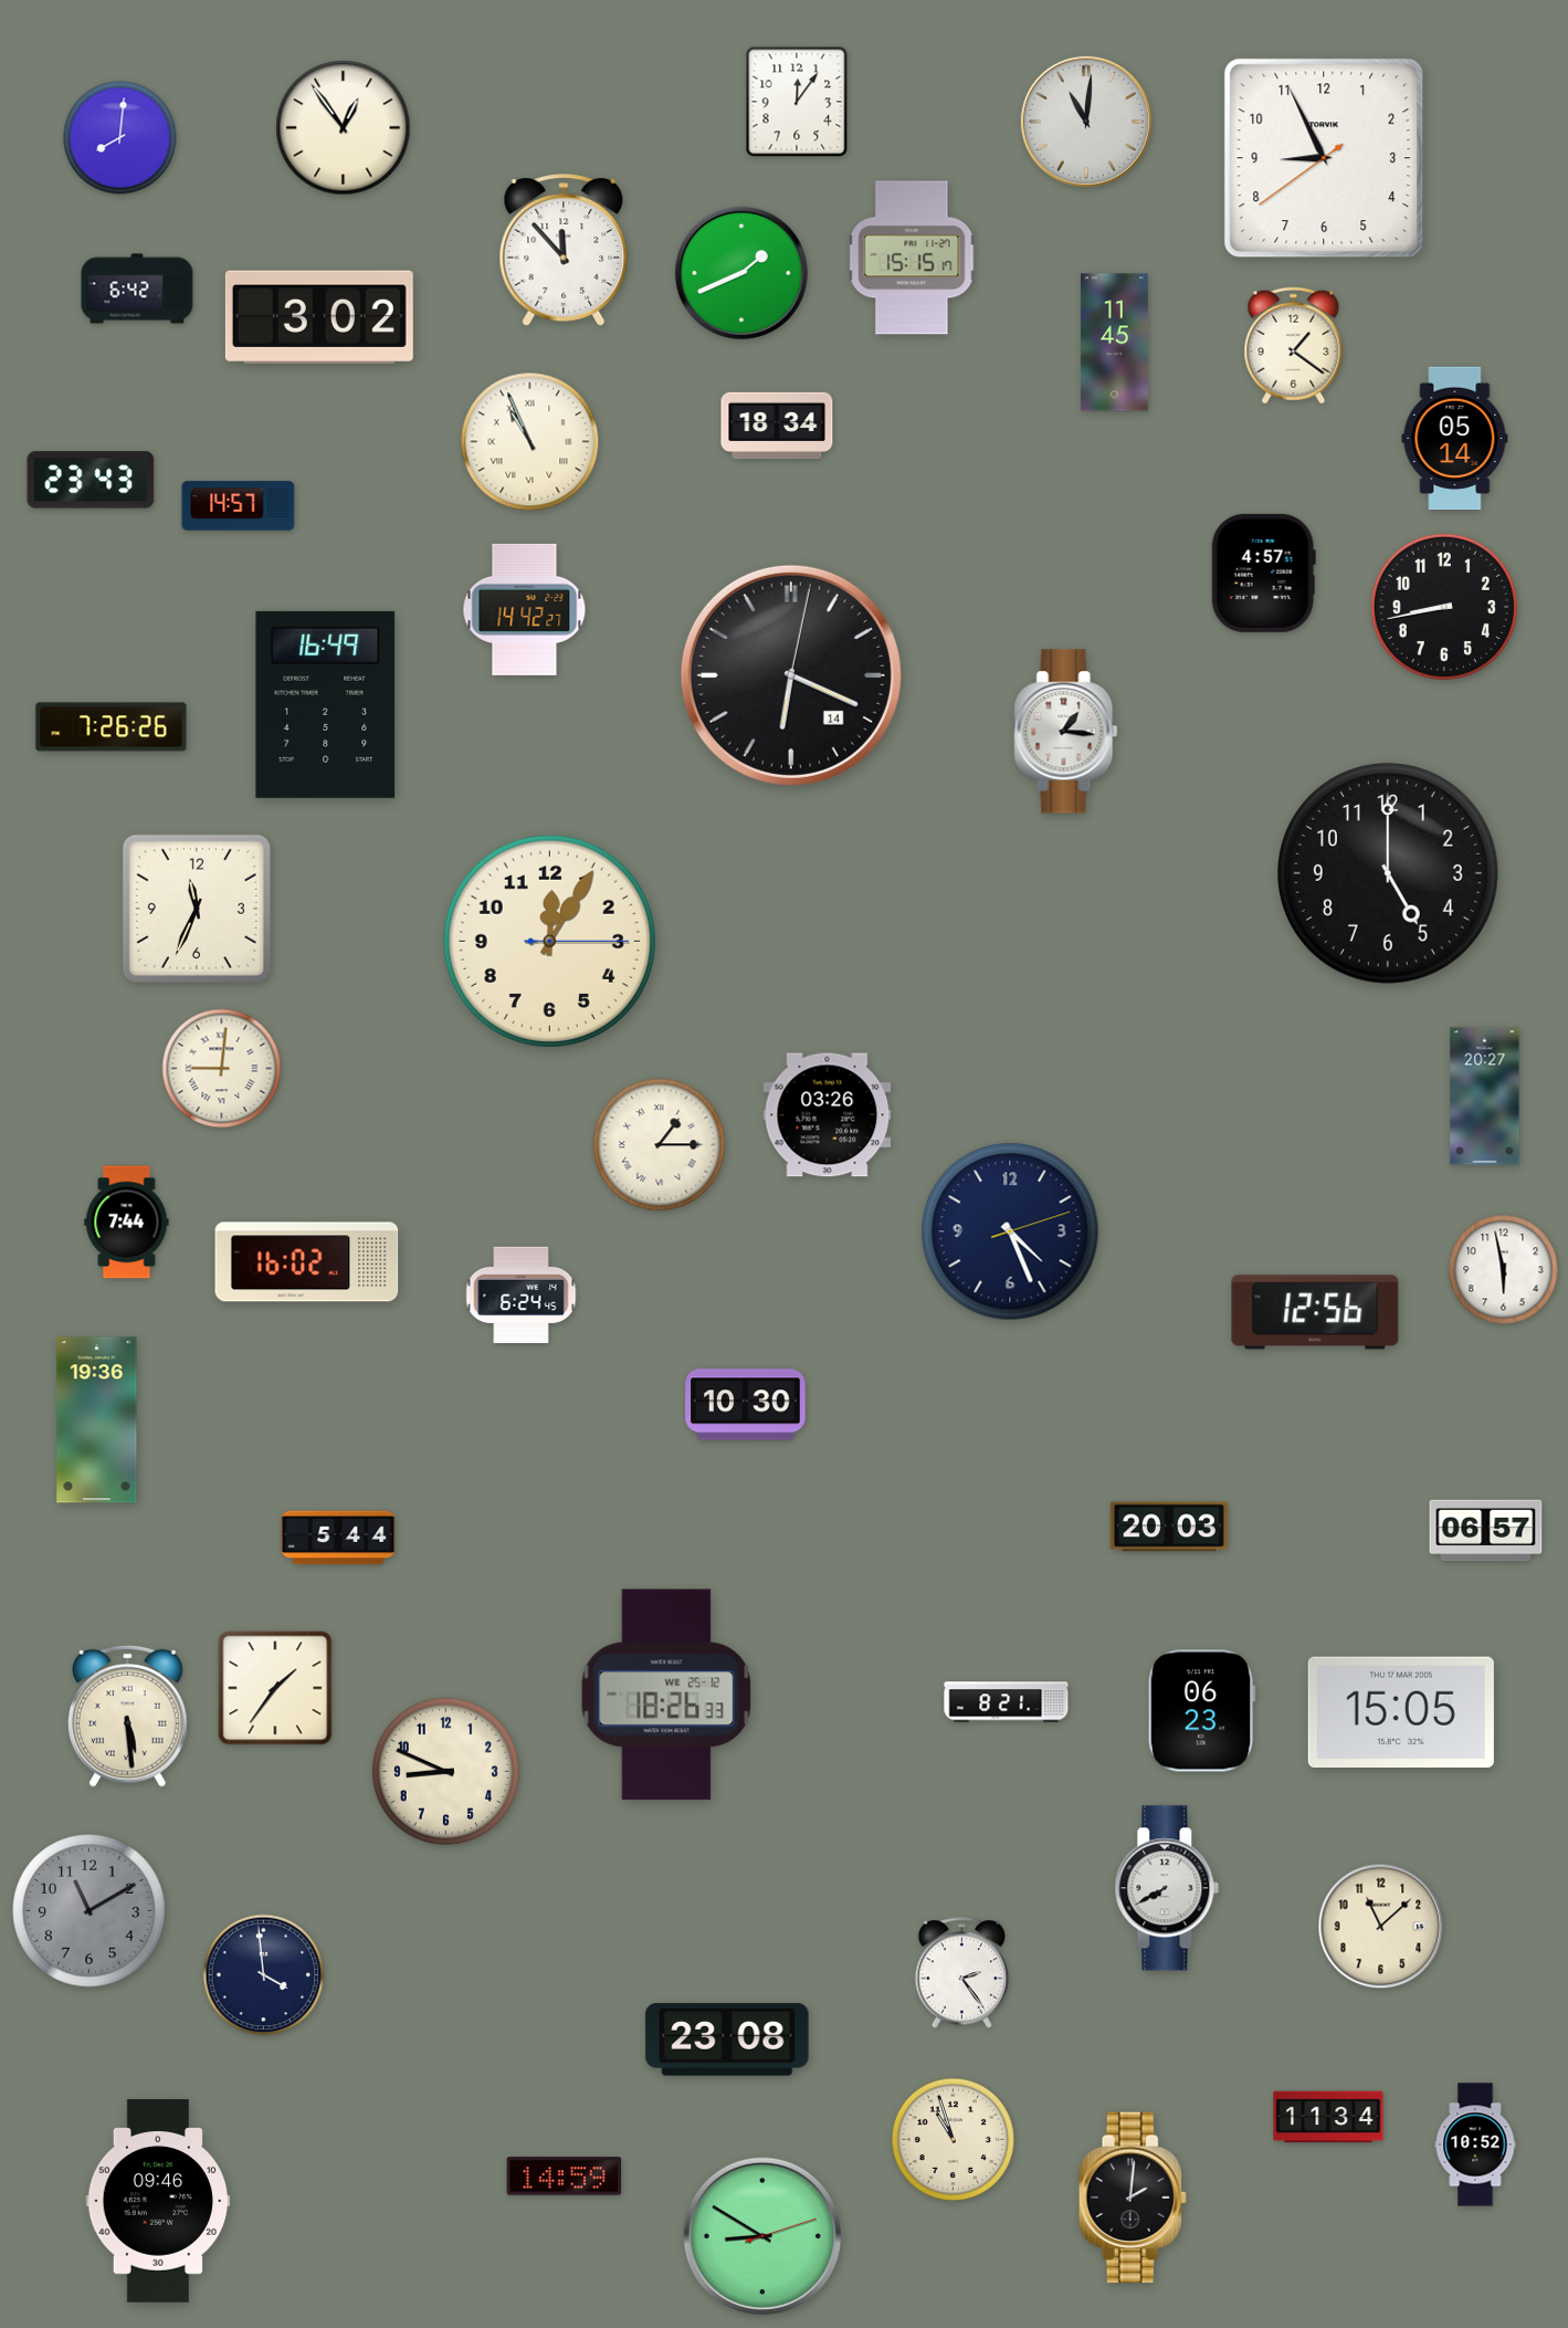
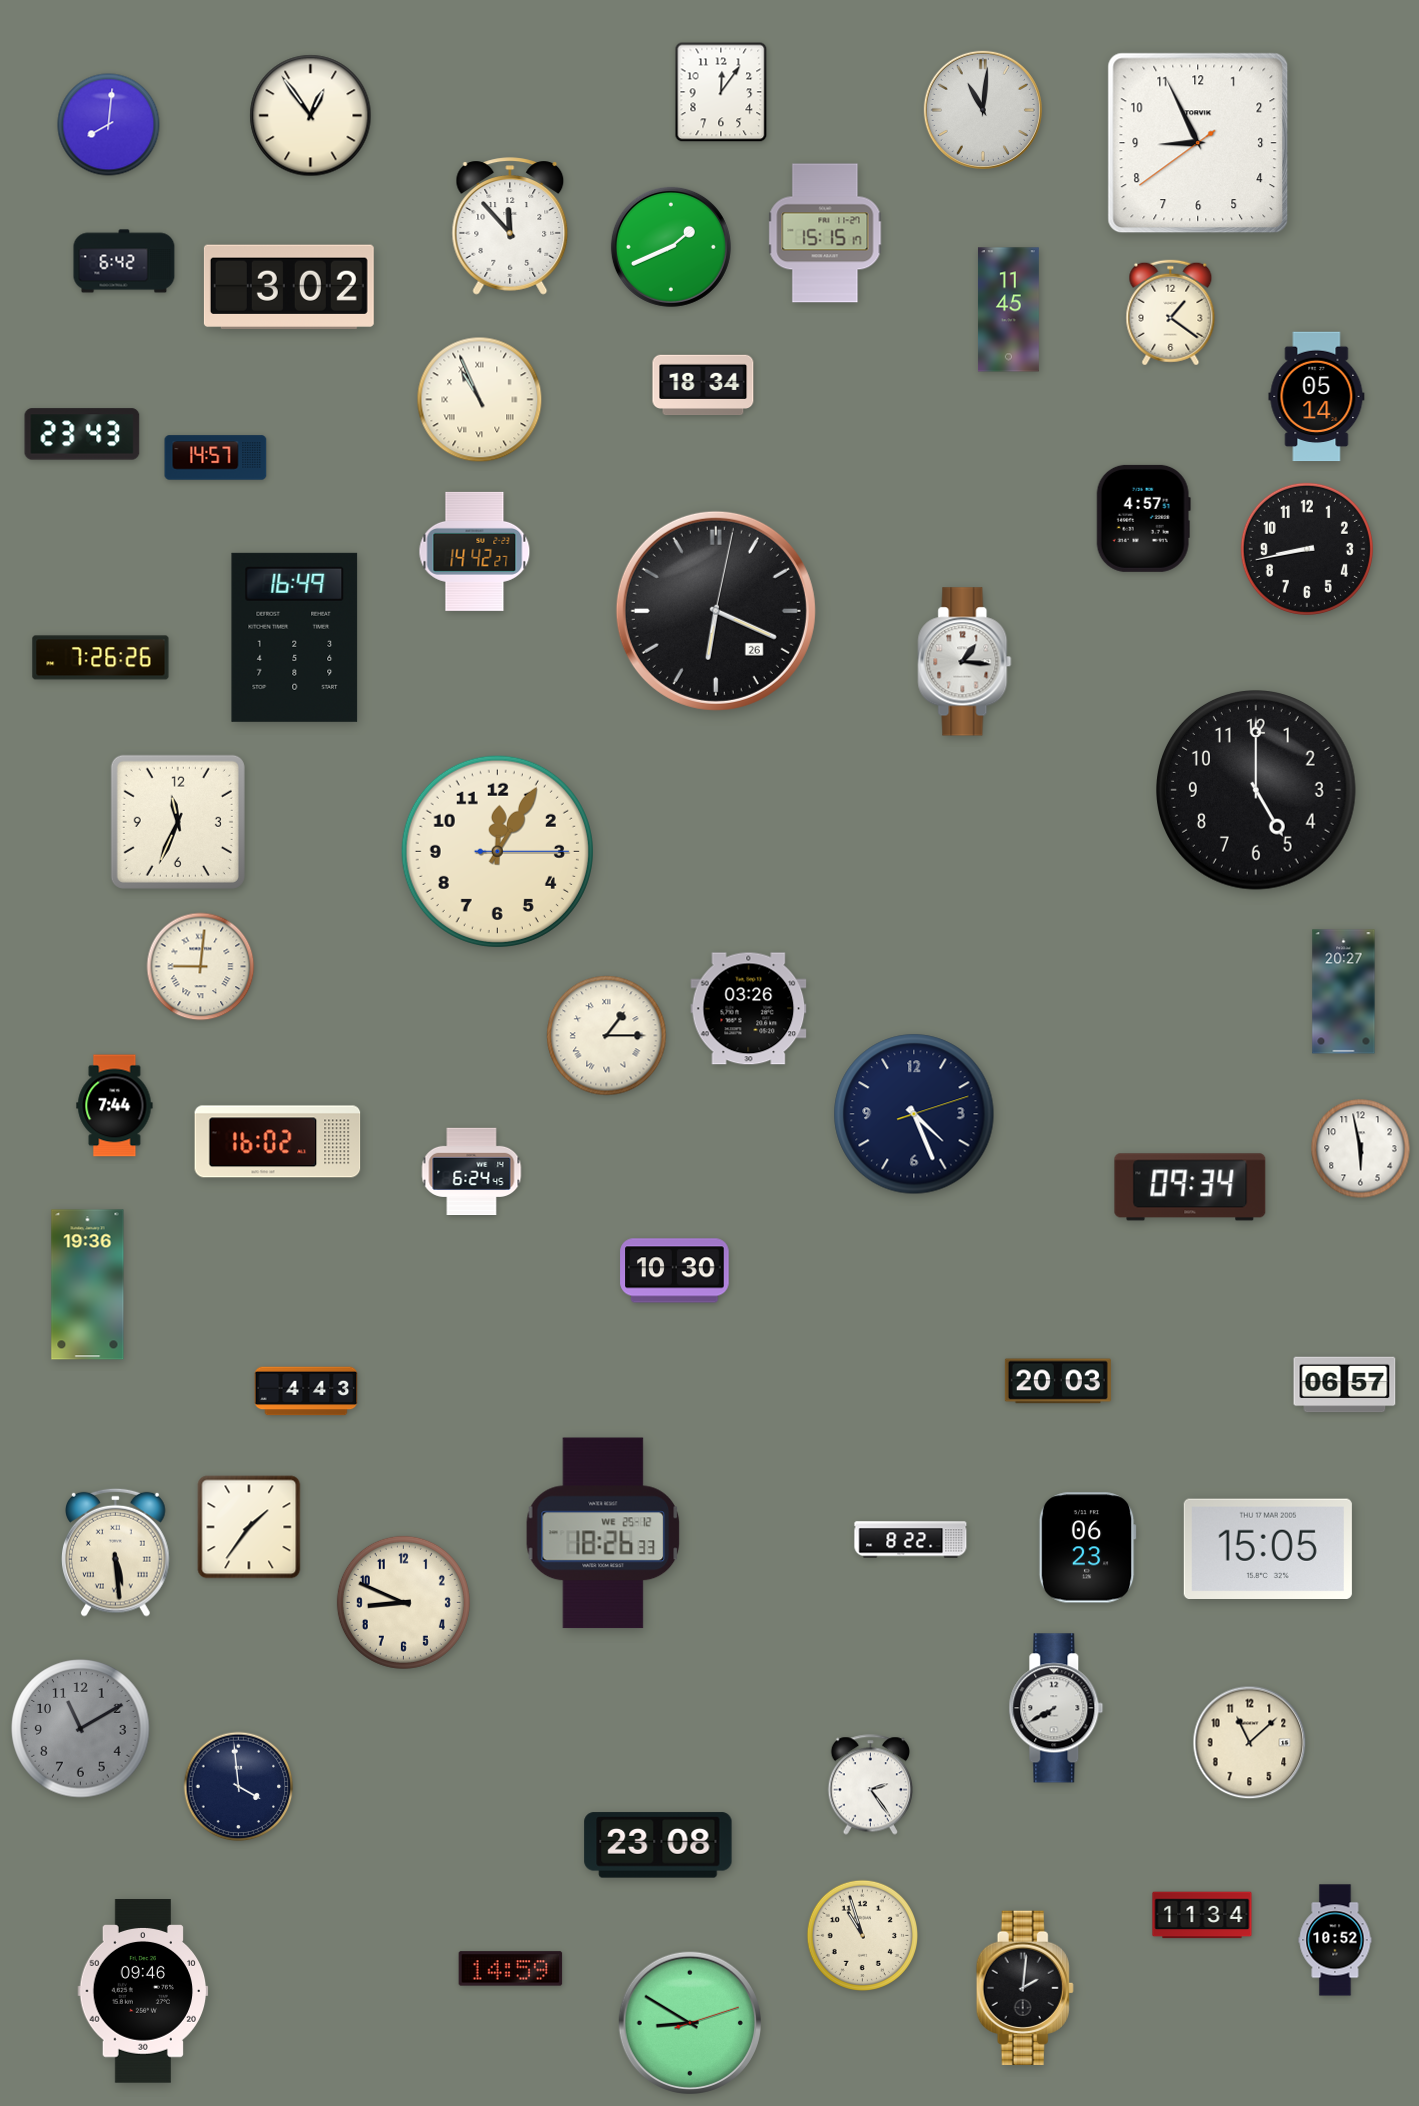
clock at (791, 675) date: 14 -> 26
clock at (660, 1145) position: (660, 1145) -> (607, 1036)
clock at (1315, 1312): 12:56 -> 09:34
clock at (338, 1538): 5:44 -> 4:43
clock at (1007, 1702): 8:21 -> 8:22
